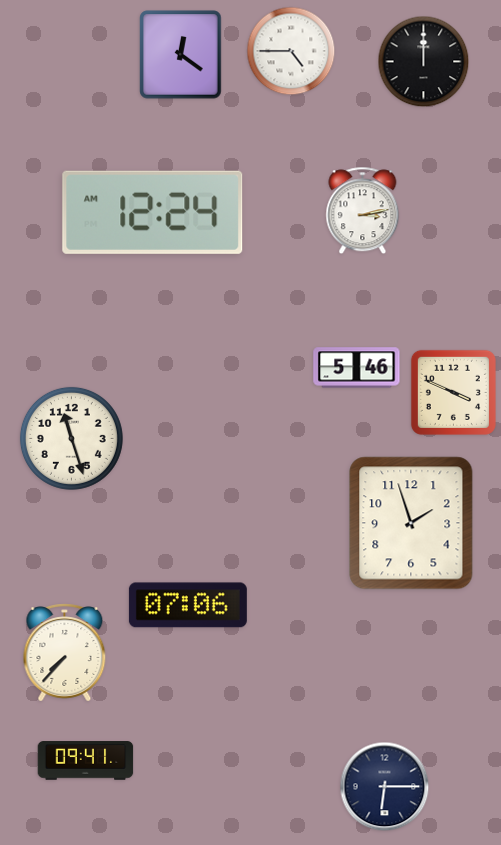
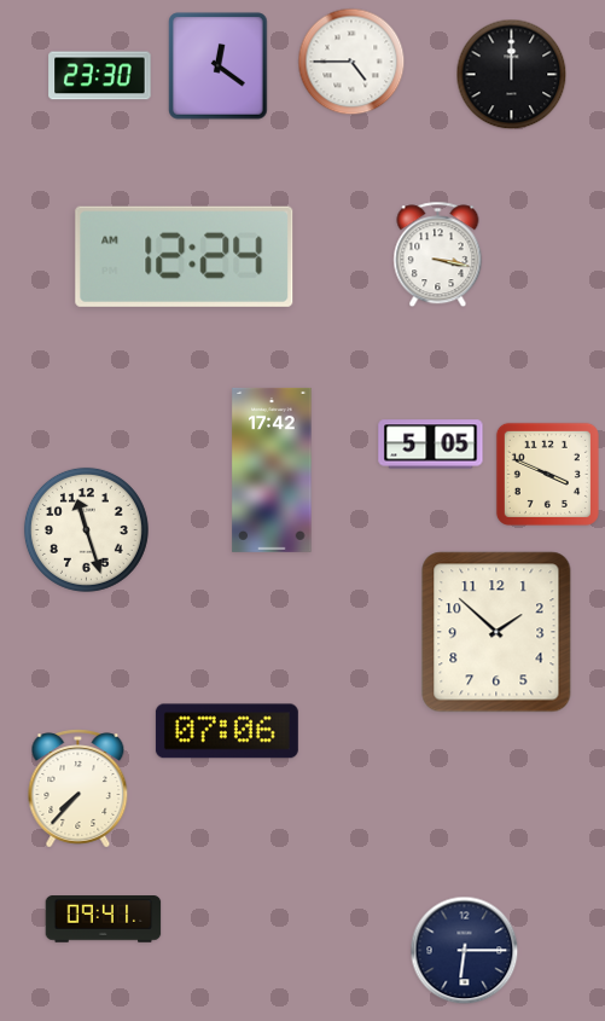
clock at (100, 76): none -> 23:30
clock at (363, 211): 3:13 -> 3:17
clock at (357, 368): 5:46 -> 5:05
clock at (272, 470): none -> 17:42
clock at (411, 523): 1:57 -> 1:52
